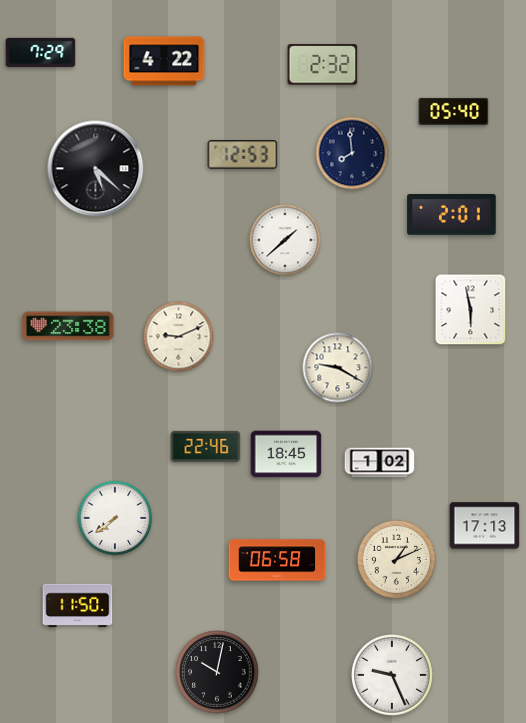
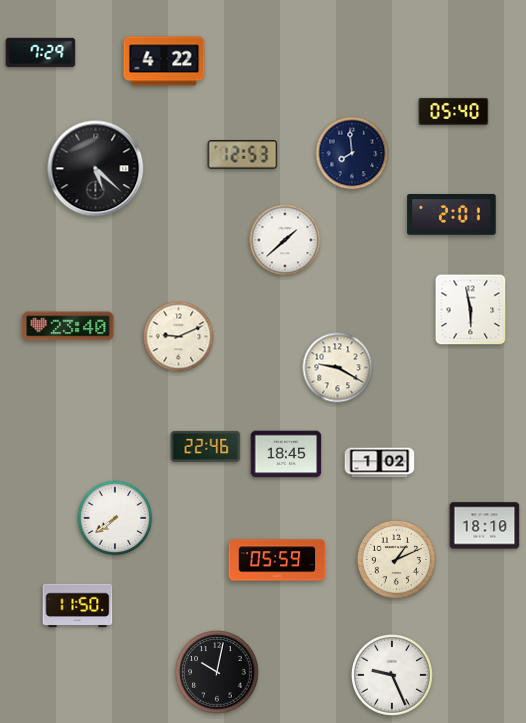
clock at (323, 65): 2:32 -> none
clock at (68, 326): 23:38 -> 23:40
clock at (485, 526): 17:13 -> 18:10
clock at (277, 560): 06:58 -> 05:59
